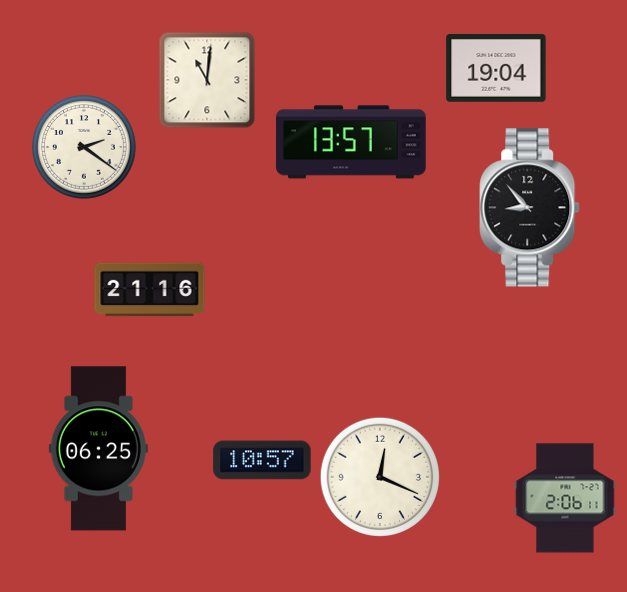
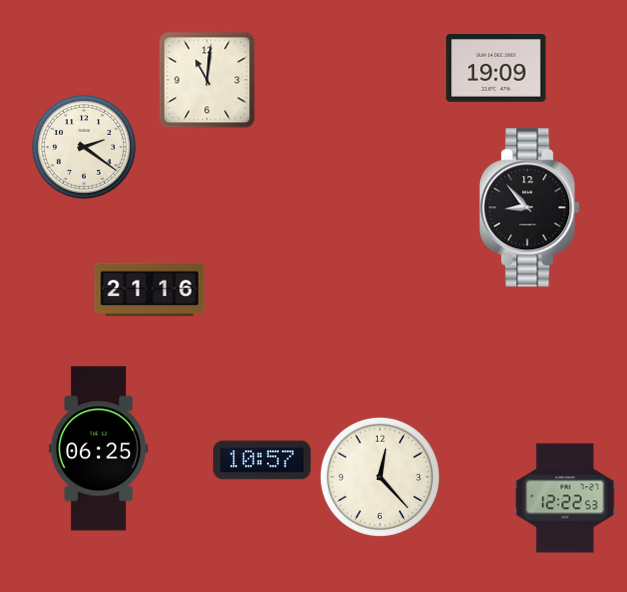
clock at (496, 69): 19:04 -> 19:09
clock at (351, 142): 13:57 -> none
clock at (380, 477): 12:19 -> 12:23
clock at (565, 498): 2:06 -> 12:22
